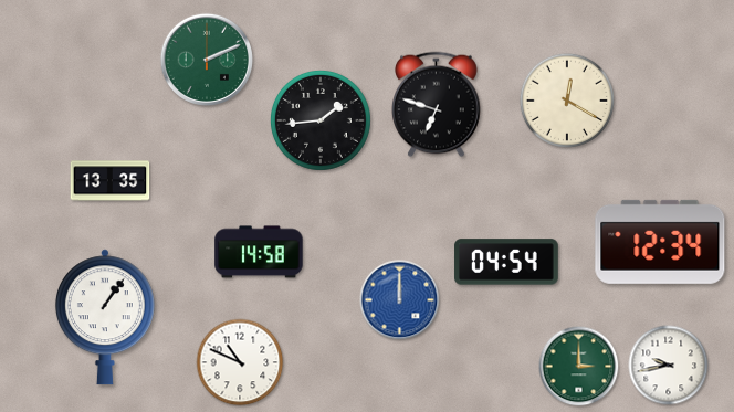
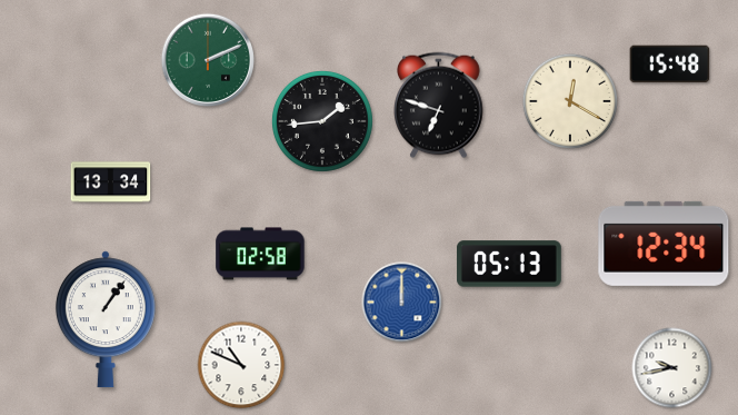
clock at (670, 65): none -> 15:48
clock at (111, 181): 13:35 -> 13:34
clock at (259, 252): 14:58 -> 02:58
clock at (507, 262): 04:54 -> 05:13
clock at (579, 367): 3:00 -> none
